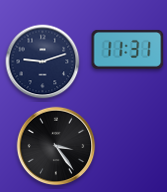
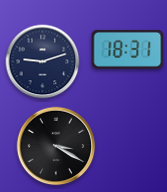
clock at (128, 49): 11:31 -> 18:31
clock at (56, 146): 3:24 -> 3:20
